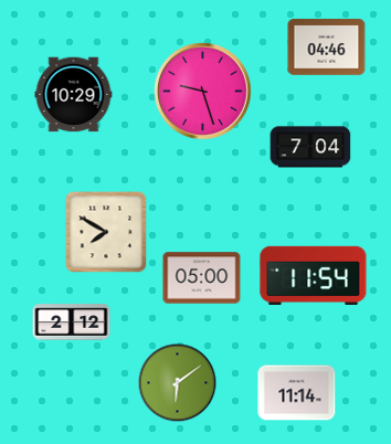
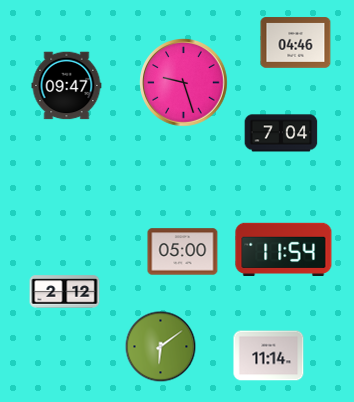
clock at (74, 95): 10:29 -> 09:47
clock at (106, 232): 7:50 -> none
